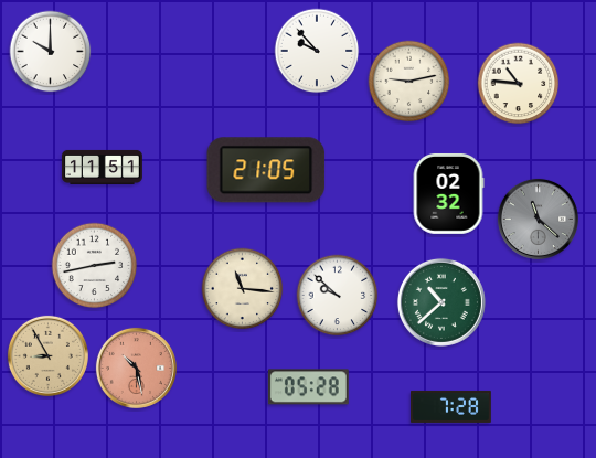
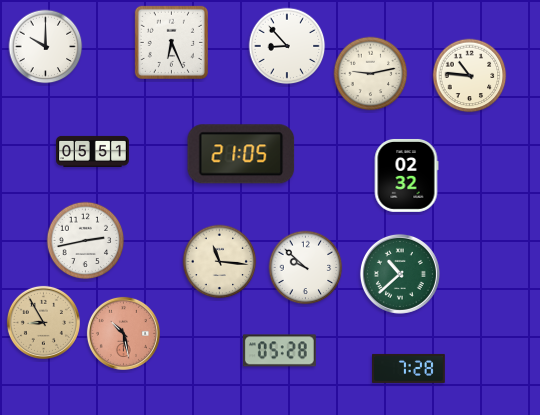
clock at (171, 42): none -> 6:26
clock at (317, 51): 9:53 -> 8:53
clock at (103, 167): 11:51 -> 05:51
clock at (538, 219): 11:22 -> none
